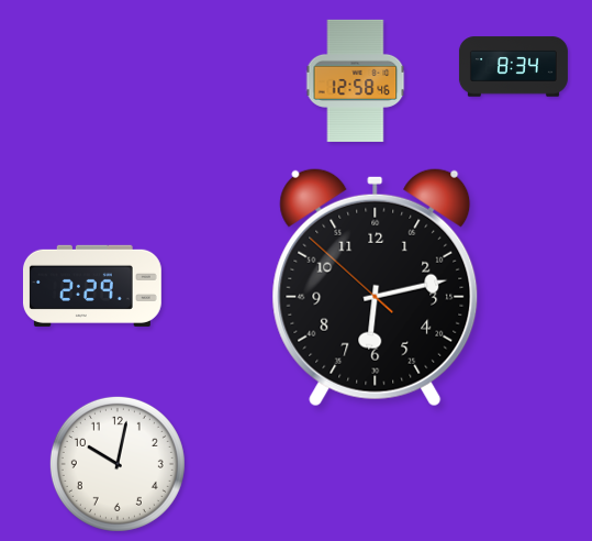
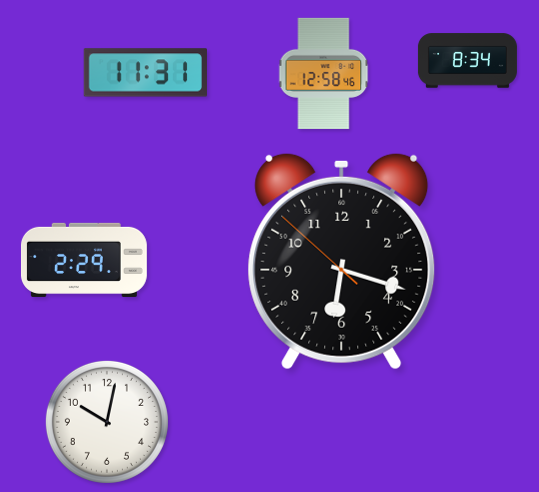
clock at (145, 73): none -> 11:31
clock at (376, 287): 6:12 -> 6:17
